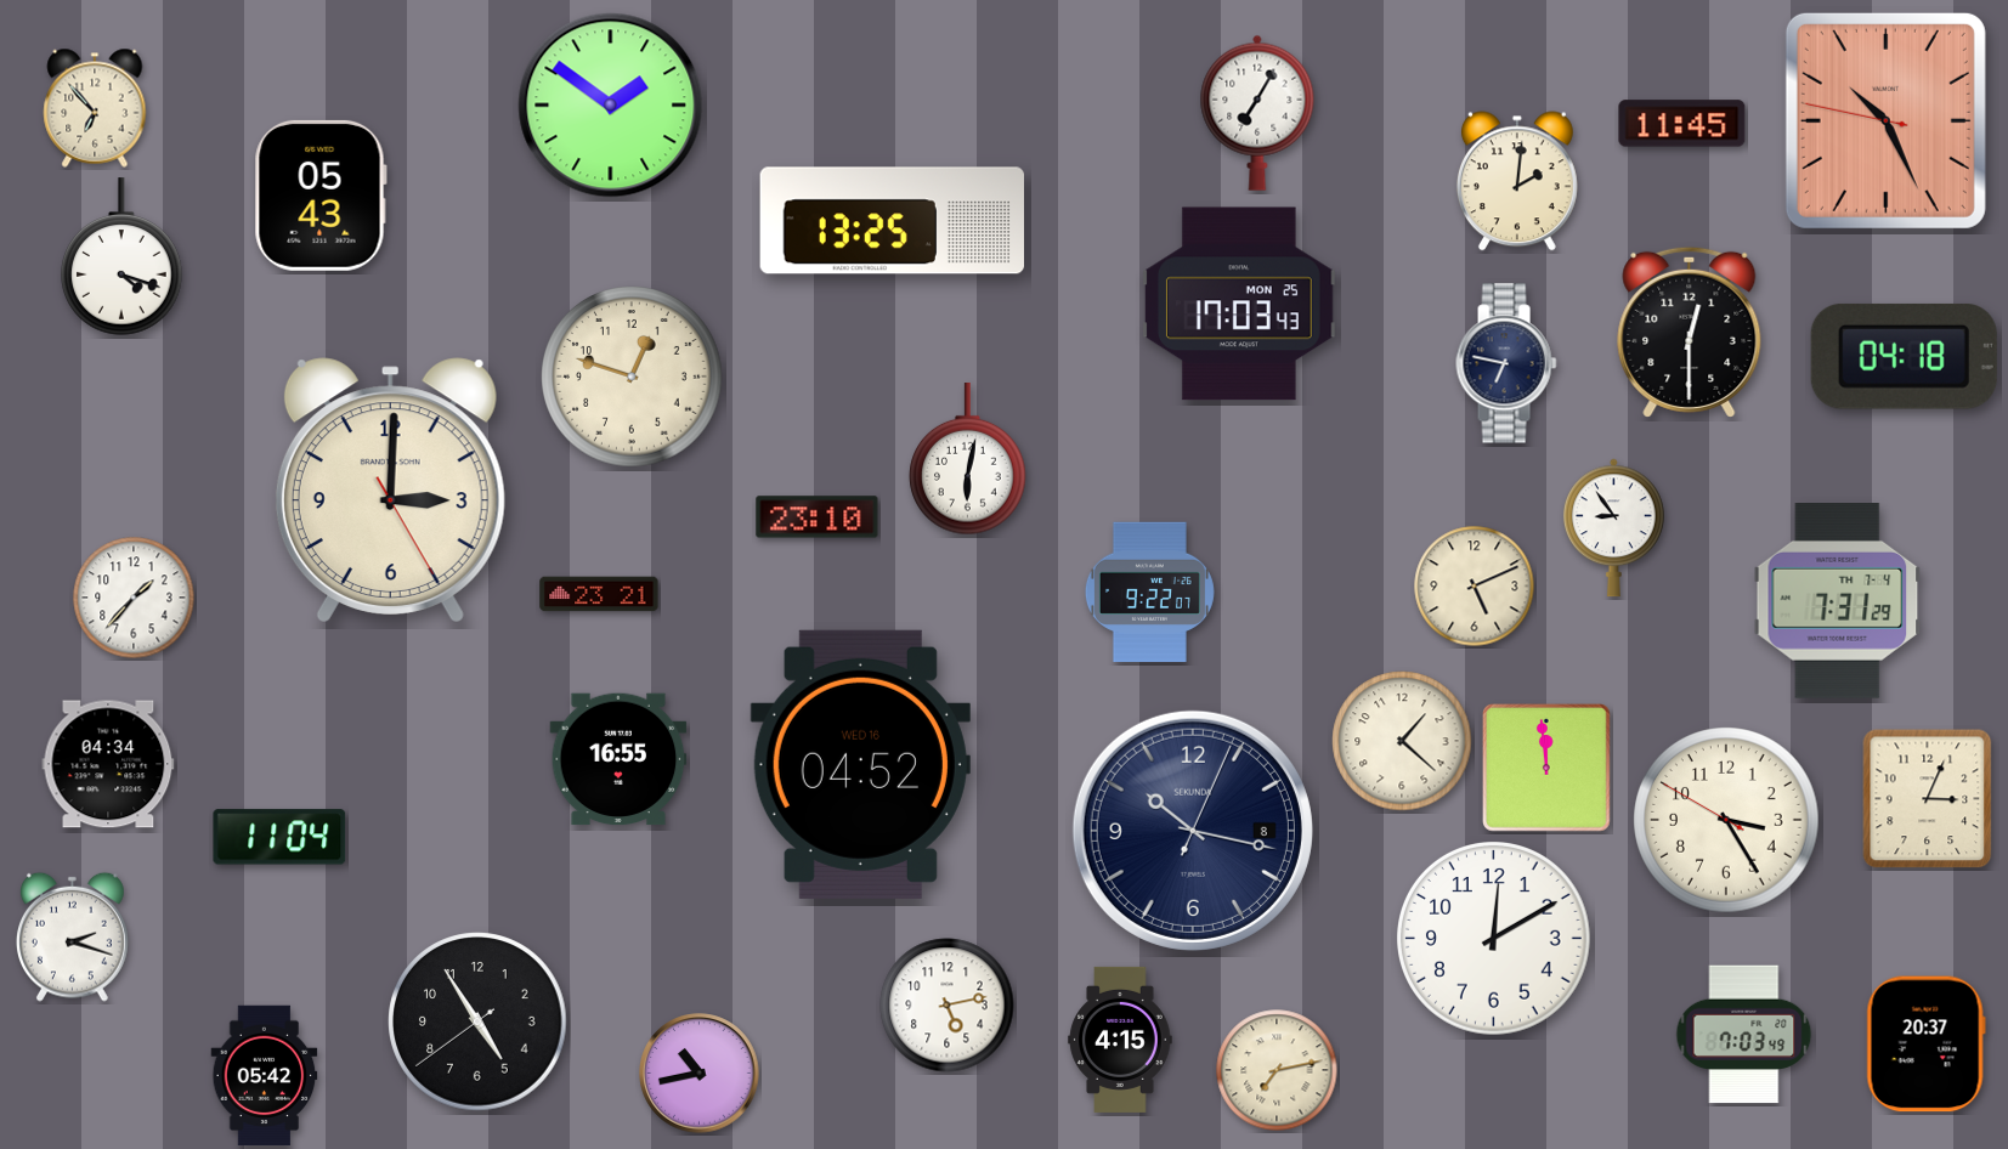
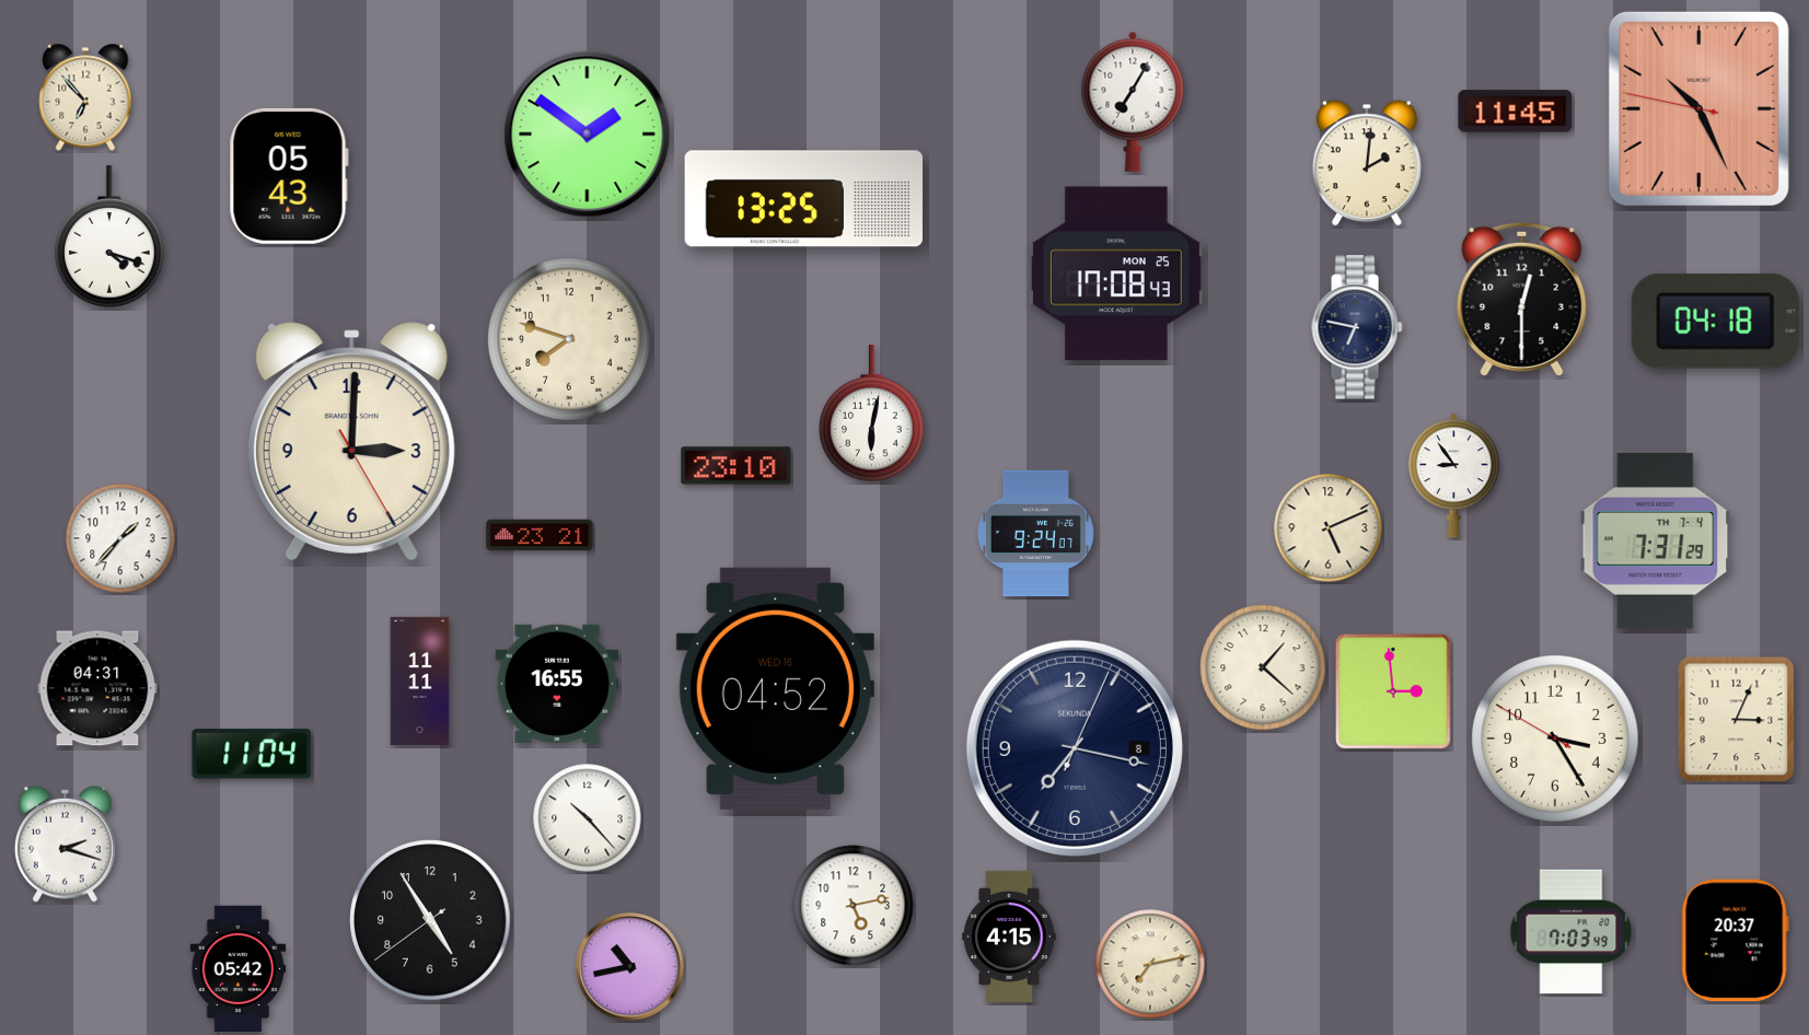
clock at (611, 106) position: (611, 106) -> (588, 135)
clock at (121, 256) position: (121, 256) -> (109, 236)
clock at (1239, 304): 17:03 -> 17:08
clock at (632, 377): 12:48 -> 7:48
clock at (1149, 593): 9:22 -> 9:24
clock at (420, 681): none -> 11:11
clock at (108, 764): 04:34 -> 04:31
clock at (1548, 769): 11:59 -> 2:59
clock at (1193, 831): 10:17 -> 7:17
clock at (588, 818): none -> 10:23
clock at (1494, 939): 12:10 -> none
